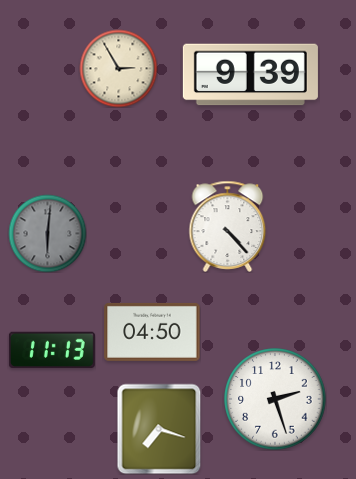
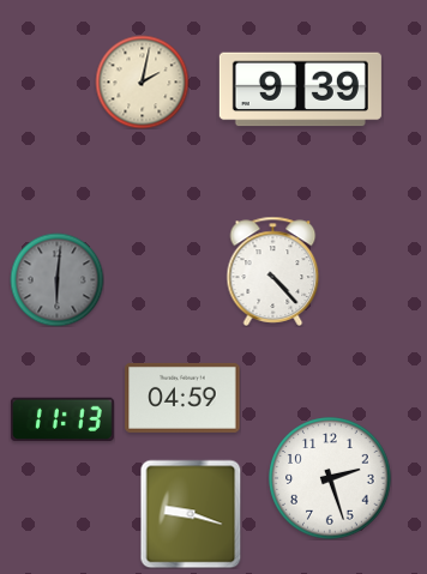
clock at (118, 68): 2:55 -> 2:02
clock at (152, 332): 04:50 -> 04:59
clock at (159, 429): 7:18 -> 9:18
